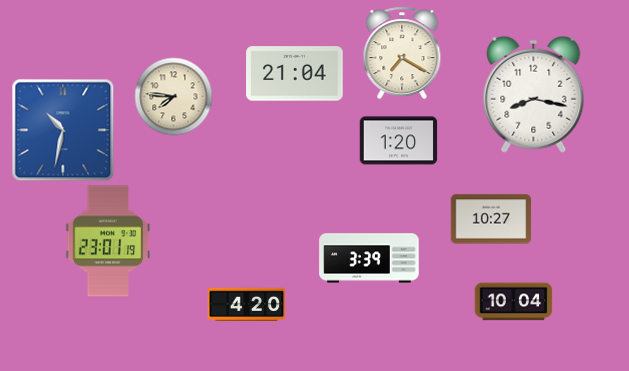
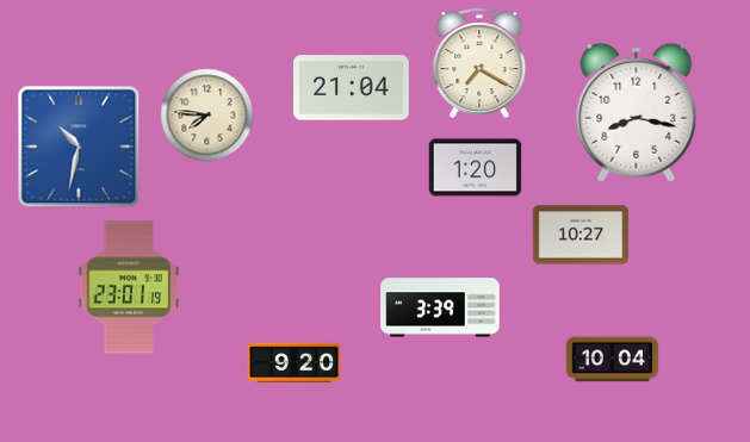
clock at (63, 130) position: (63, 130) -> (79, 147)
clock at (491, 219) position: (491, 219) -> (581, 235)
clock at (246, 305): 4:20 -> 9:20
